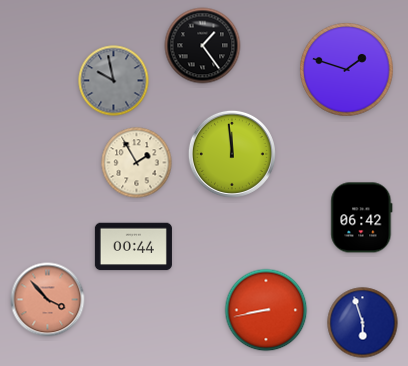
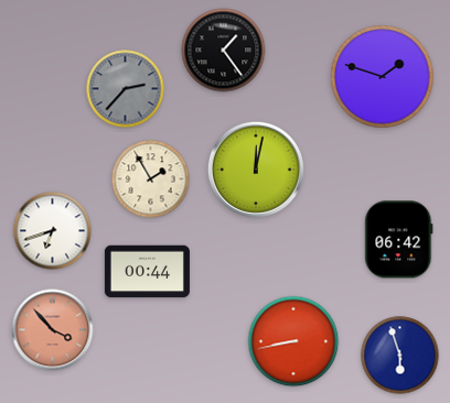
clock at (114, 81): 9:58 -> 2:37
clock at (232, 154): 11:59 -> 12:02
clock at (53, 231): none -> 6:42
